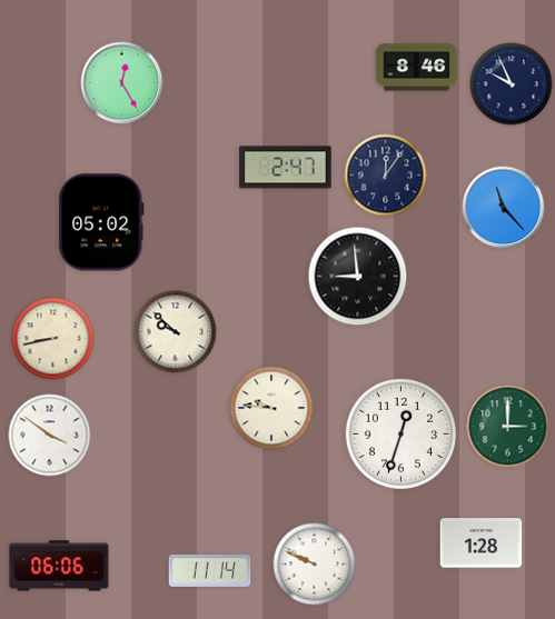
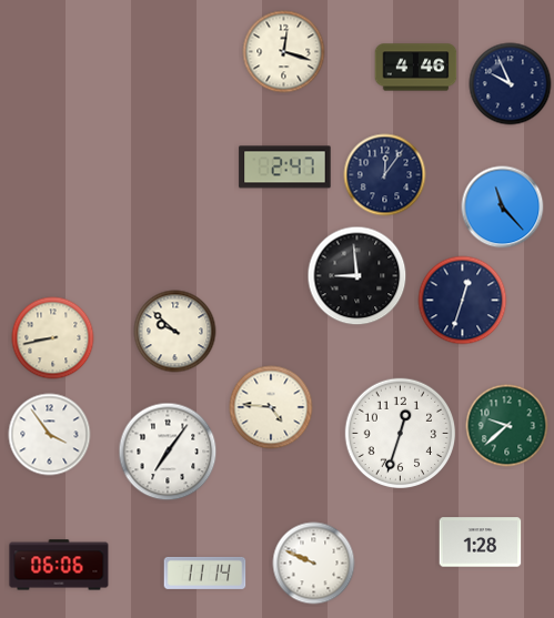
clock at (284, 52): none -> 12:18
clock at (417, 68): 8:46 -> 4:46
clock at (122, 83): 12:25 -> none
clock at (101, 222): 05:02 -> none
clock at (463, 301): none -> 12:33
clock at (271, 408): 9:46 -> 4:46
clock at (508, 427): 3:00 -> 9:38
clock at (50, 436): 3:51 -> 3:54
clock at (168, 452): none -> 7:06
clock at (210, 570) position: (210, 570) -> (205, 573)
